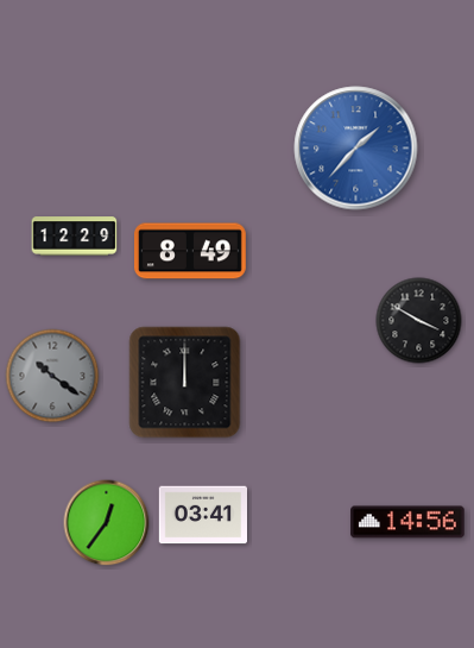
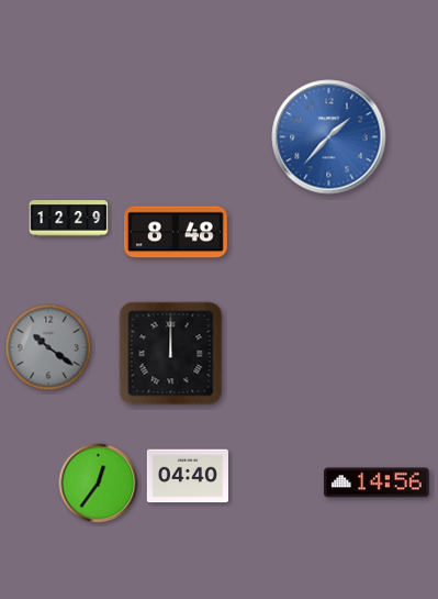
clock at (190, 251): 8:49 -> 8:48
clock at (419, 321): 3:50 -> none
clock at (202, 515): 03:41 -> 04:40
